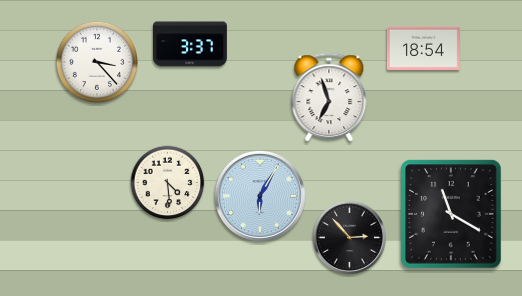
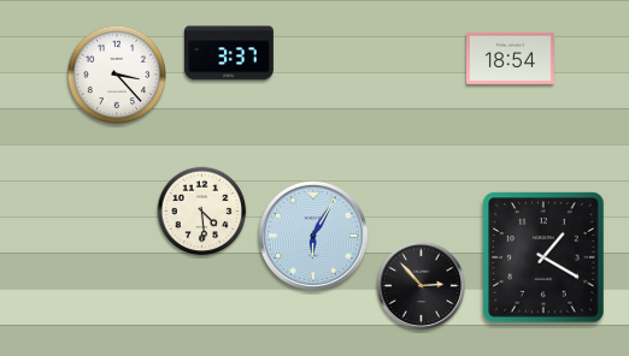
clock at (329, 98): 6:57 -> none
clock at (168, 183) position: (168, 183) -> (202, 212)
clock at (451, 214): 11:20 -> 1:20
